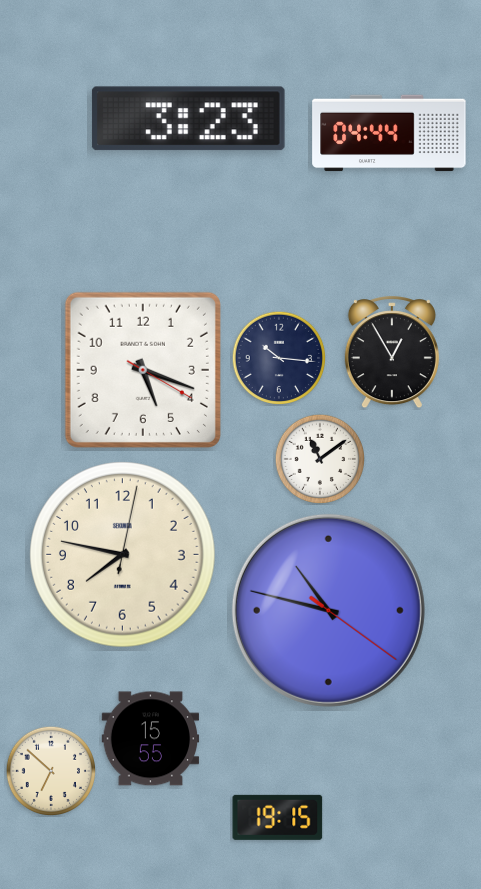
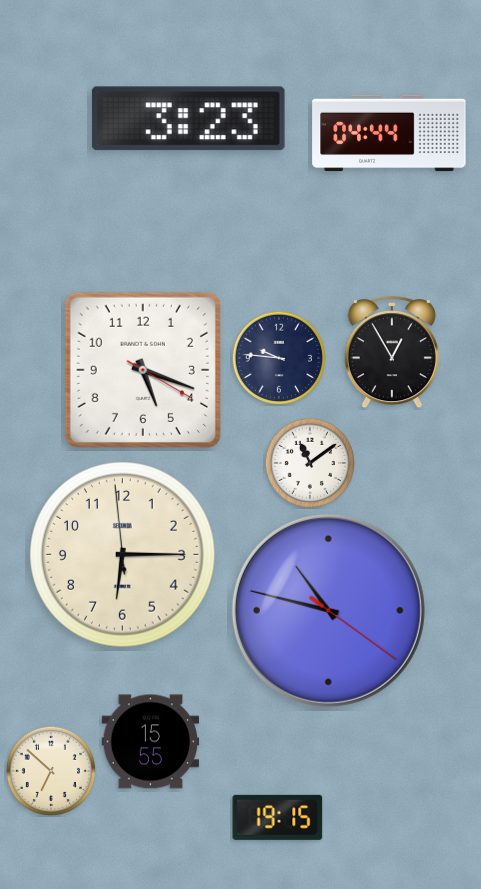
clock at (279, 358): 10:16 -> 9:46
clock at (319, 458) position: (319, 458) -> (309, 462)
clock at (123, 555): 7:47 -> 6:14
clock at (151, 739) position: (151, 739) -> (151, 742)
